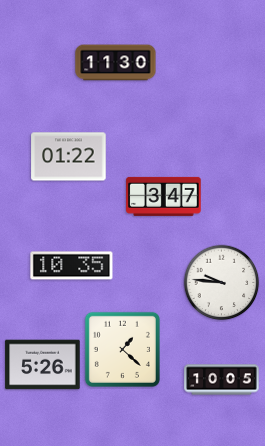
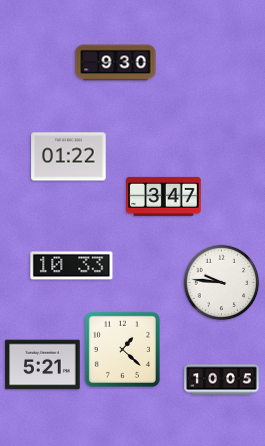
clock at (116, 63): 11:30 -> 9:30
clock at (72, 266): 10:35 -> 10:33
clock at (43, 365): 5:26 -> 5:21
